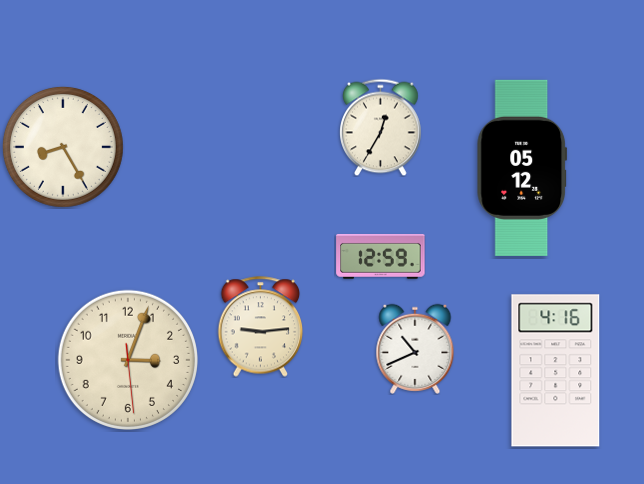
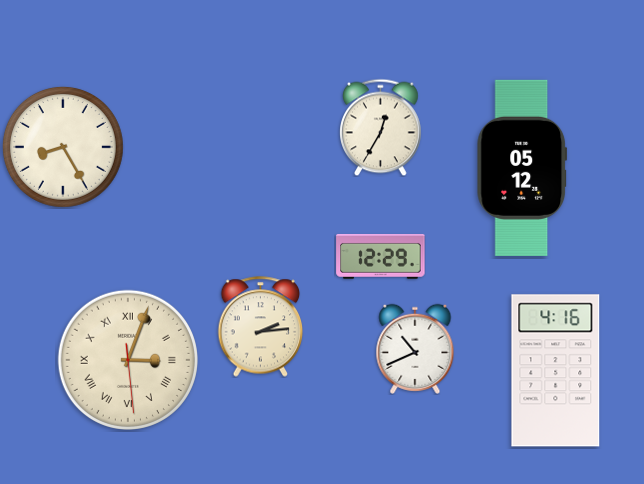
clock at (381, 256): 12:59 -> 12:29
clock at (261, 327): 9:14 -> 2:14
clock at (128, 360) numerals: Arabic -> Roman
